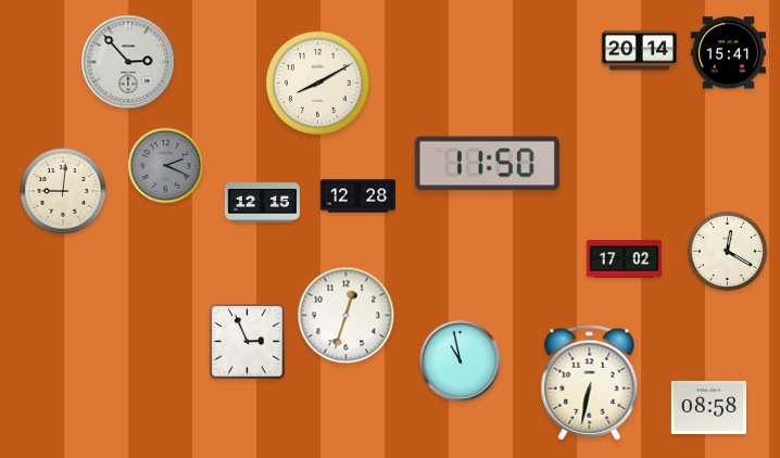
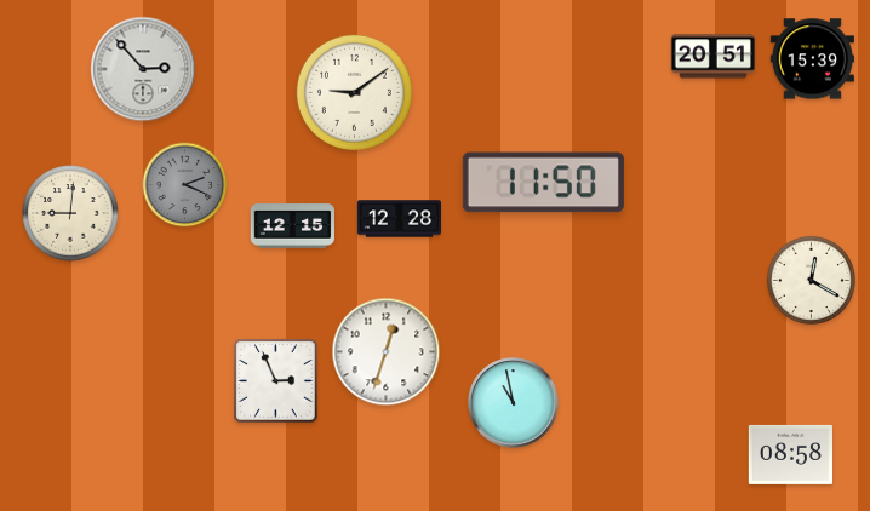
clock at (639, 51): 20:14 -> 20:51
clock at (728, 53): 15:41 -> 15:39
clock at (317, 82): 8:10 -> 9:09
clock at (624, 259): 17:02 -> none
clock at (590, 383): 6:32 -> none
